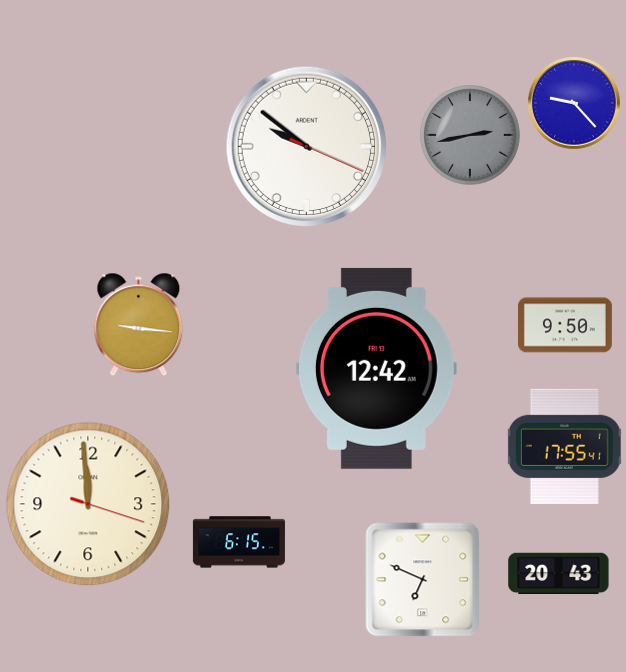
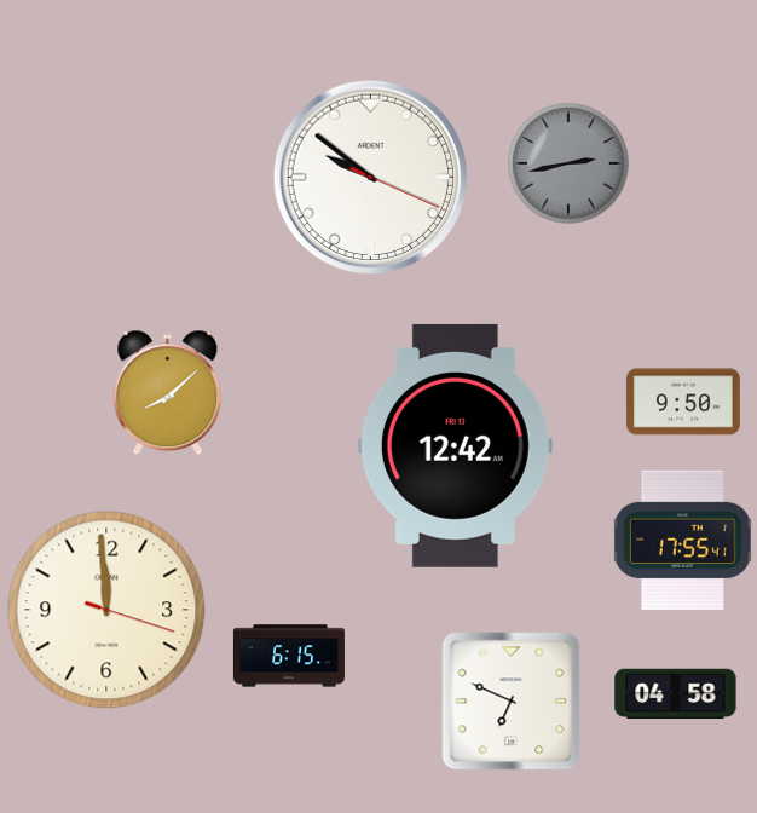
clock at (575, 104): 9:23 -> none
clock at (139, 325): 9:16 -> 8:08
clock at (565, 325) position: (565, 325) -> (683, 402)
clock at (559, 574): 20:43 -> 04:58
